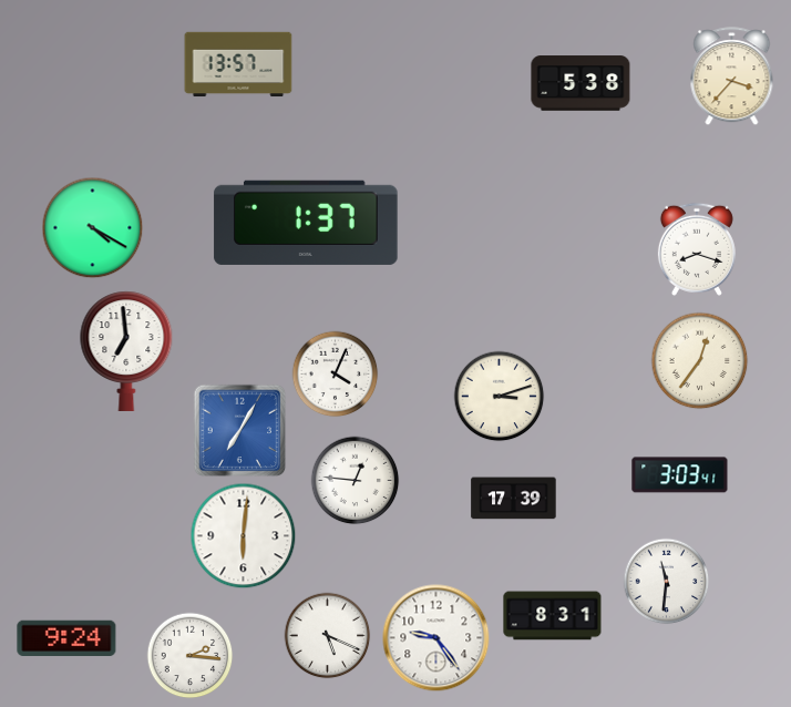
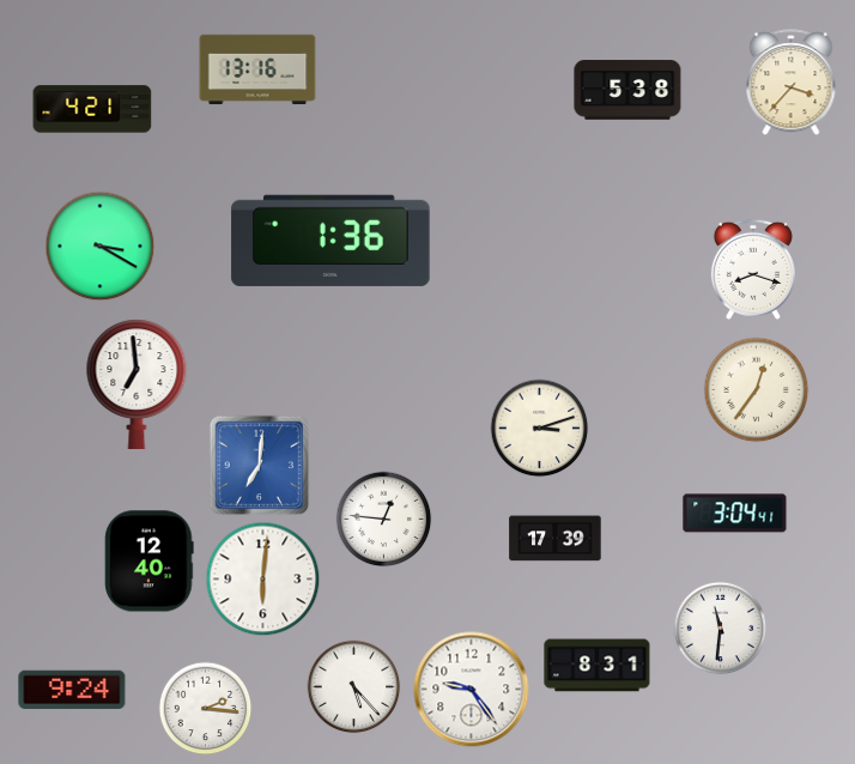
clock at (238, 64): 13:57 -> 13:16
clock at (92, 109): none -> 4:21
clock at (306, 223): 1:37 -> 1:36
clock at (92, 227): 4:20 -> 3:20
clock at (126, 351) position: (126, 351) -> (137, 384)
clock at (335, 373): 4:04 -> none
clock at (239, 430): 7:05 -> 7:01
clock at (680, 475): 3:03 -> 3:04
clock at (150, 562): none -> 12:40
clock at (327, 635): 5:19 -> 5:23
